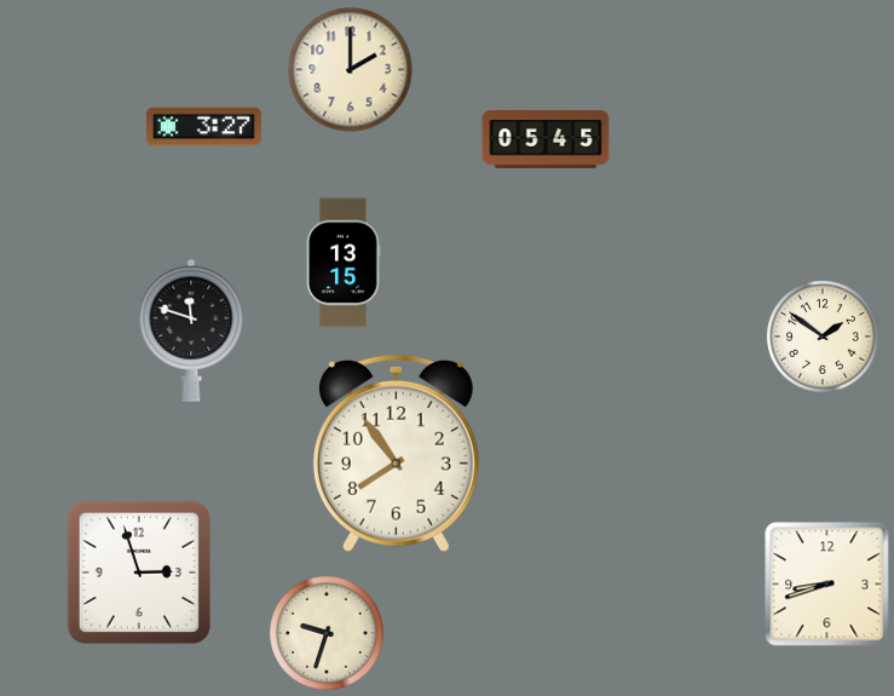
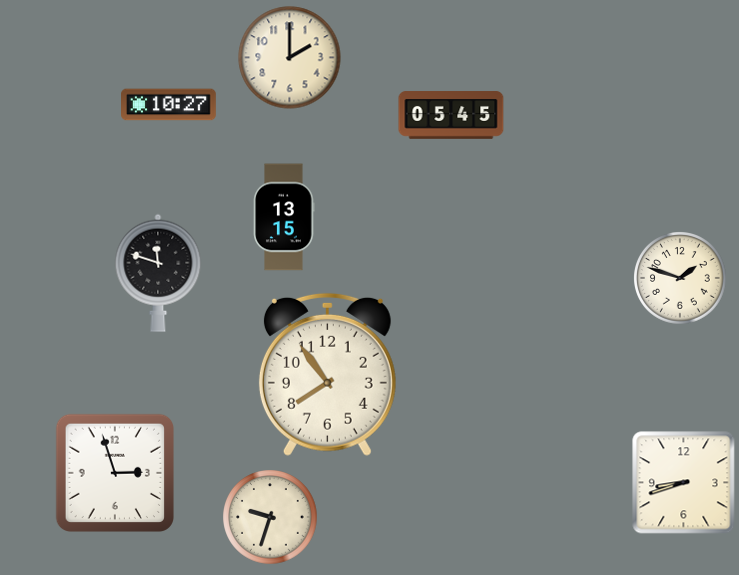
clock at (204, 127): 3:27 -> 10:27
clock at (824, 338): 1:51 -> 1:48
clock at (327, 633) position: (327, 633) -> (270, 517)
